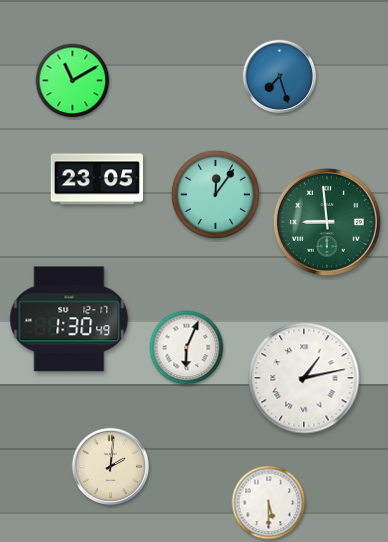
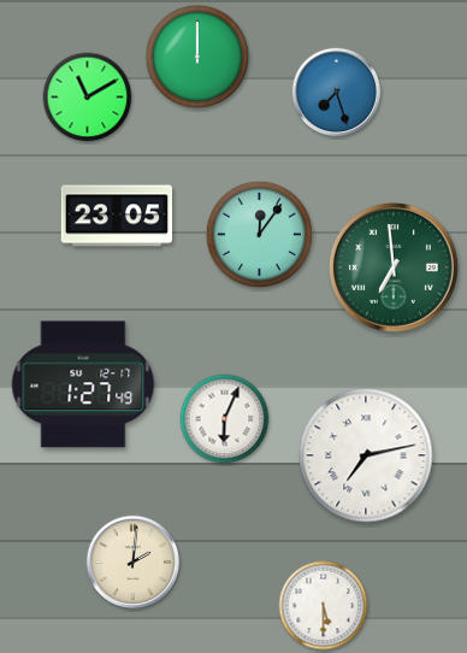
clock at (196, 55): none -> 12:00
clock at (327, 222): 8:59 -> 6:59
clock at (69, 319): 1:30 -> 1:27
clock at (304, 378): 1:13 -> 7:13
